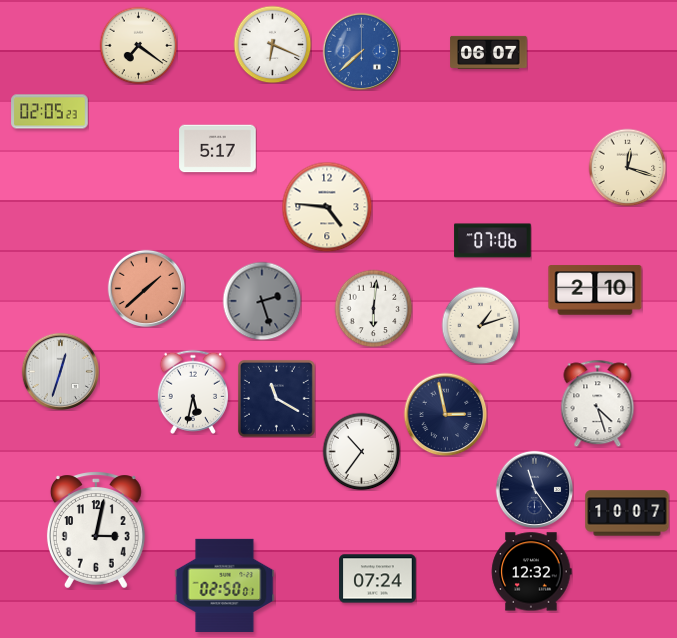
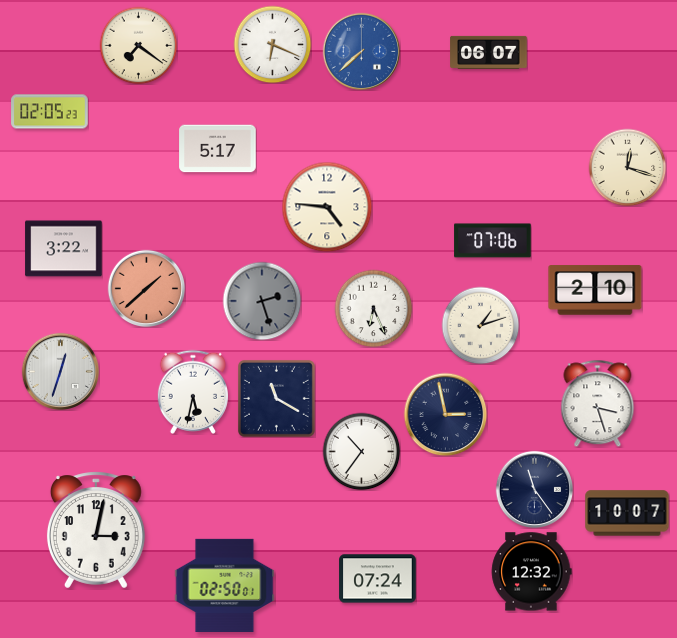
clock at (64, 249): none -> 3:22
clock at (373, 308): 6:01 -> 6:26
clock at (598, 403): 4:27 -> 3:27
